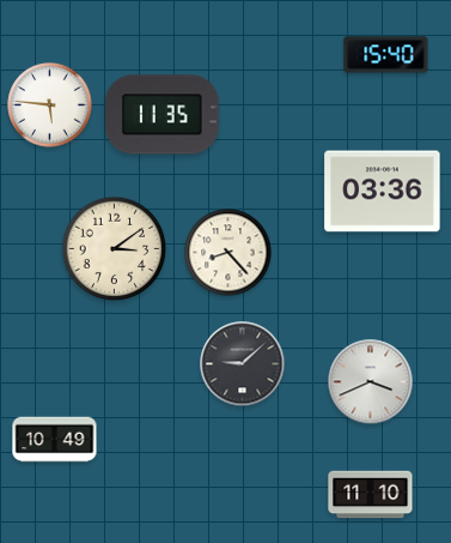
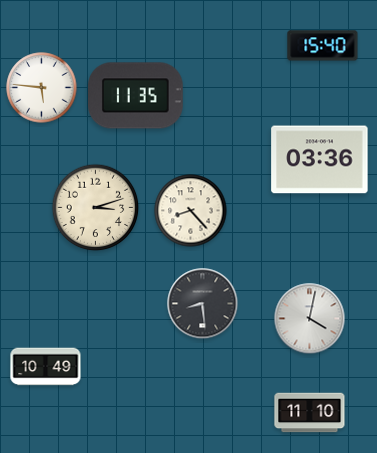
clock at (115, 249): 3:09 -> 3:12
clock at (243, 364): 9:08 -> 8:29
clock at (371, 382): 3:41 -> 4:02
